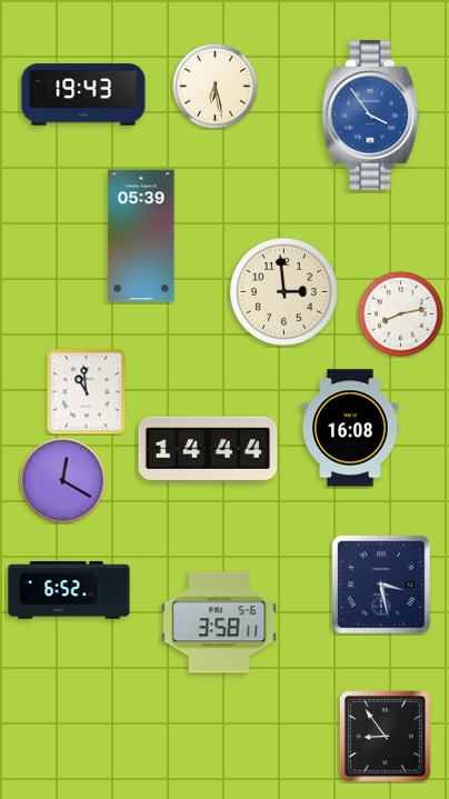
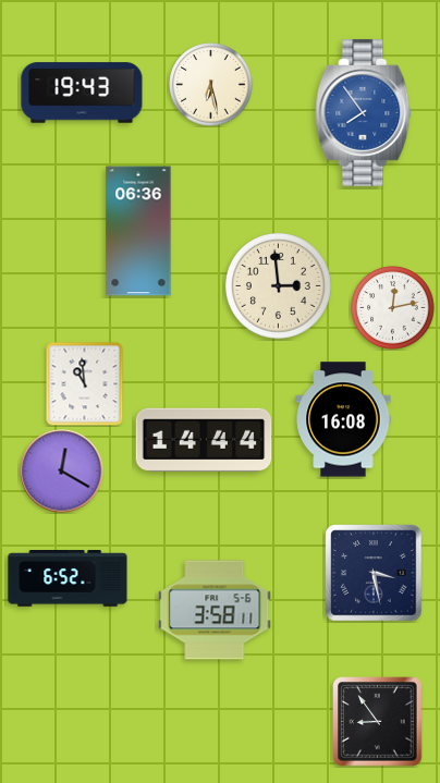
clock at (371, 114): 3:54 -> 7:54
clock at (141, 236): 05:39 -> 06:36
clock at (401, 314): 8:13 -> 12:13
